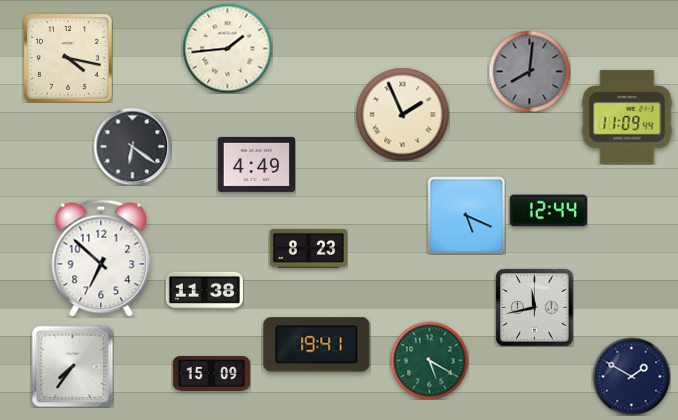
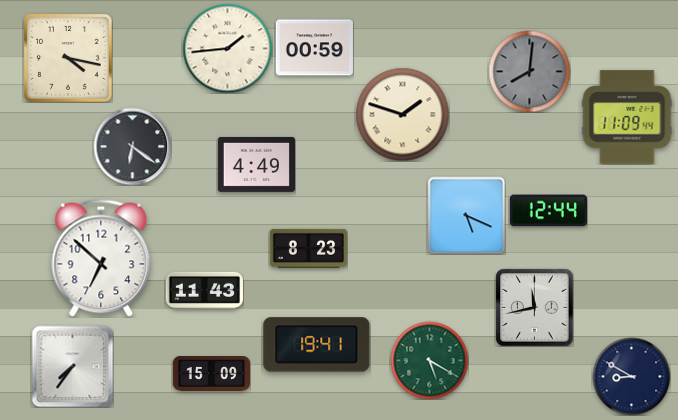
clock at (314, 48): none -> 00:59
clock at (402, 114): 1:56 -> 1:48
clock at (204, 290): 11:38 -> 11:43
clock at (631, 376): 1:50 -> 8:50
